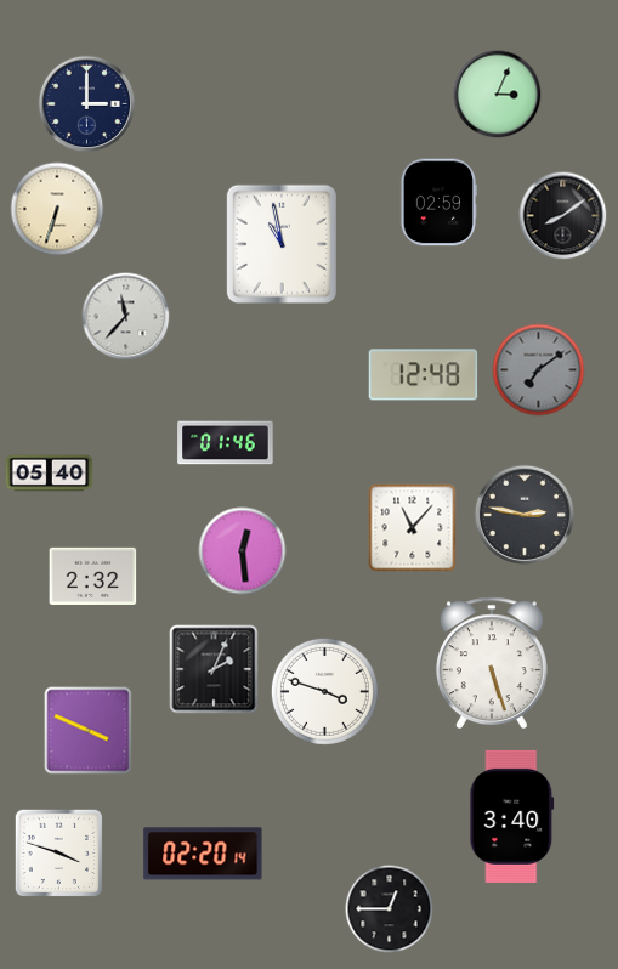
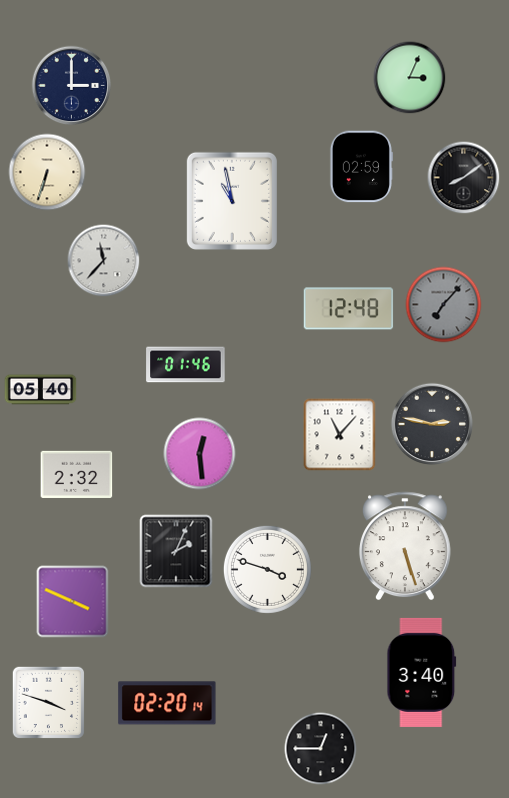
clock at (539, 370): 7:09 -> 7:07
